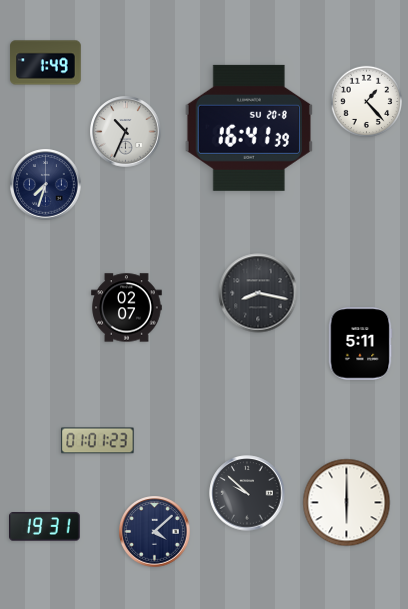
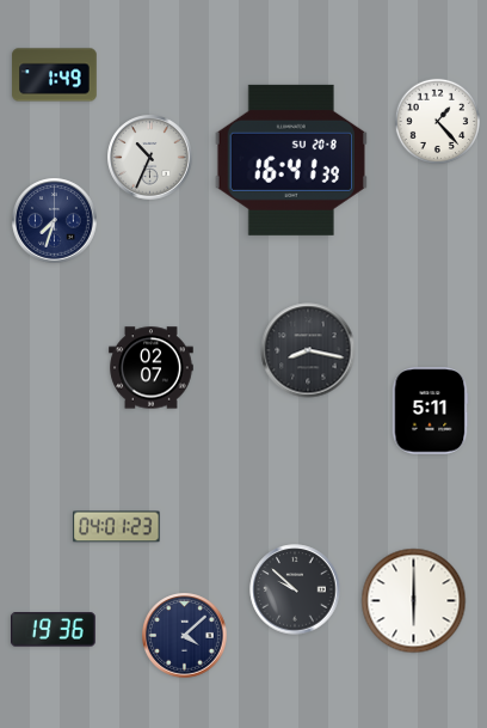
clock at (249, 128) position: (249, 128) -> (291, 160)
clock at (98, 441): 01:01 -> 04:01
clock at (45, 527): 19:31 -> 19:36
